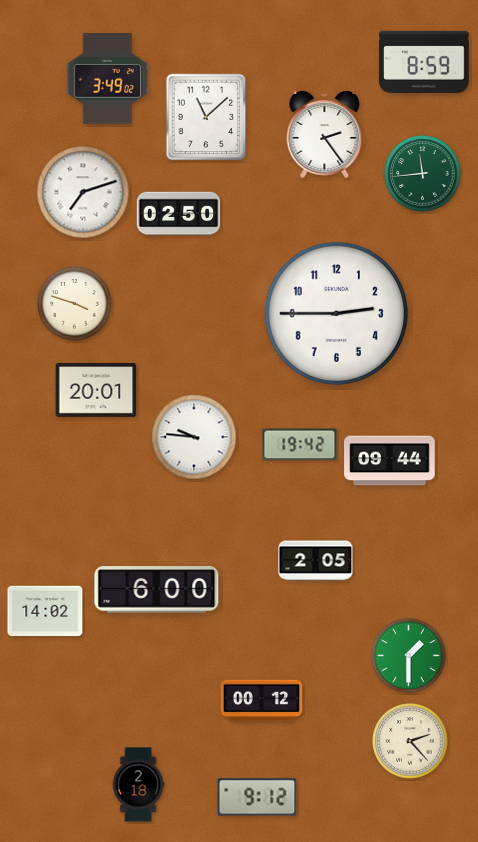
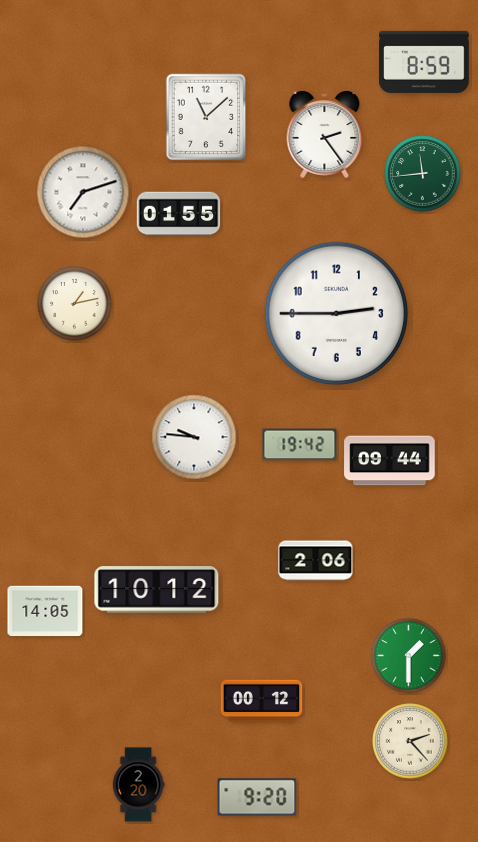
clock at (107, 79): 3:49 -> none
clock at (179, 214): 02:50 -> 01:55
clock at (75, 304): 3:48 -> 1:13
clock at (96, 391): 20:01 -> none
clock at (316, 561): 2:05 -> 2:06
clock at (157, 590): 6:00 -> 10:12
clock at (45, 611): 14:02 -> 14:05
clock at (138, 785): 2:18 -> 2:20
clock at (257, 797): 9:12 -> 9:20
